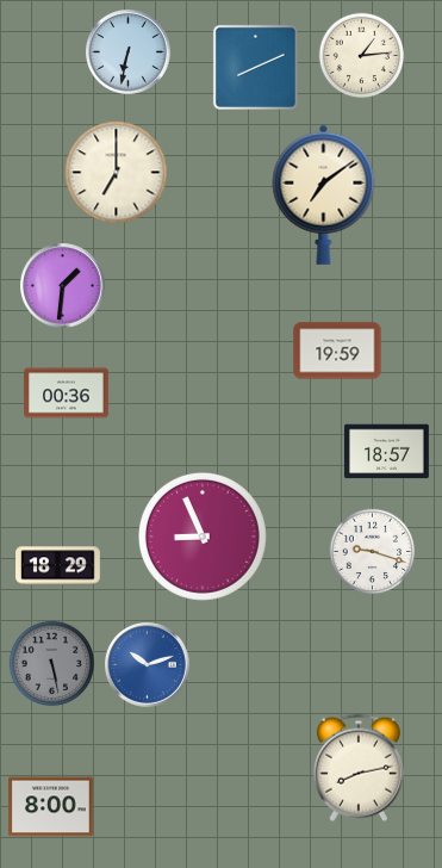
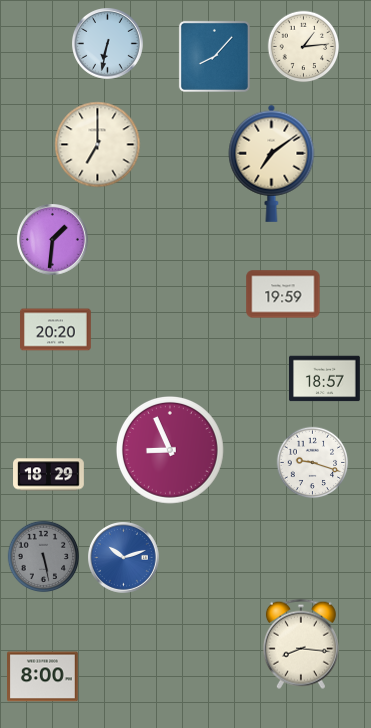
clock at (255, 67): 8:11 -> 8:07
clock at (67, 393): 00:36 -> 20:20
clock at (359, 768): 8:13 -> 8:16
